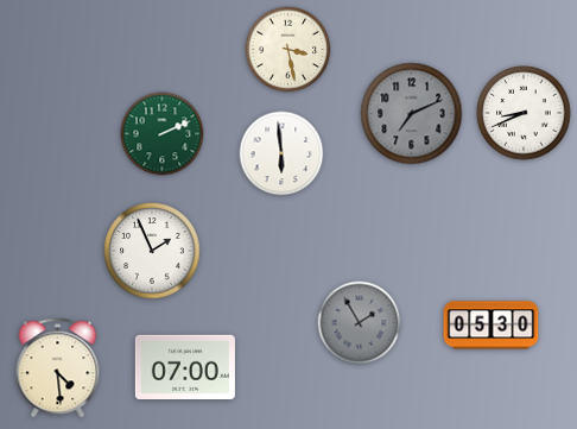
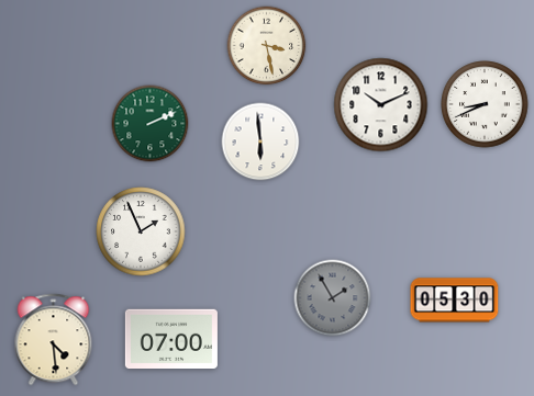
clock at (412, 114): 7:11 -> 10:11
clock at (412, 114) dial: grey -> white
